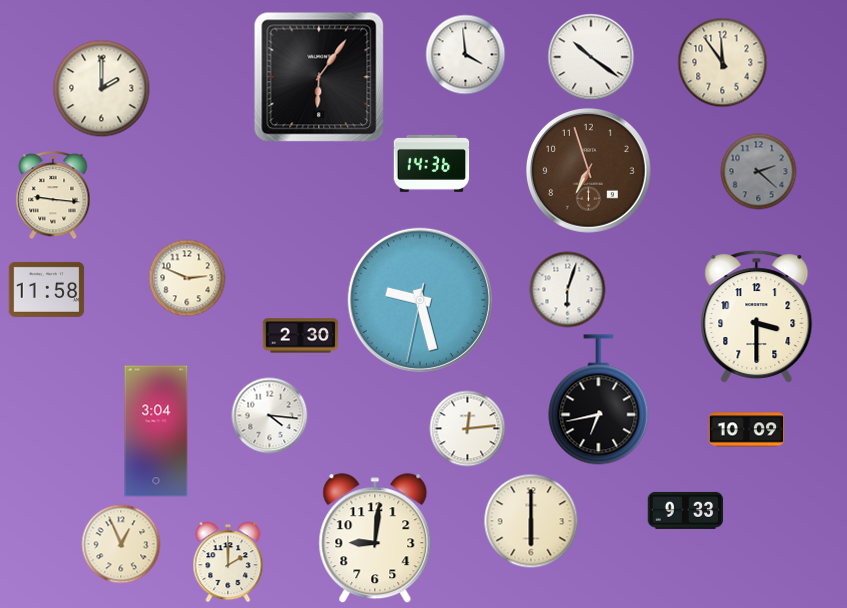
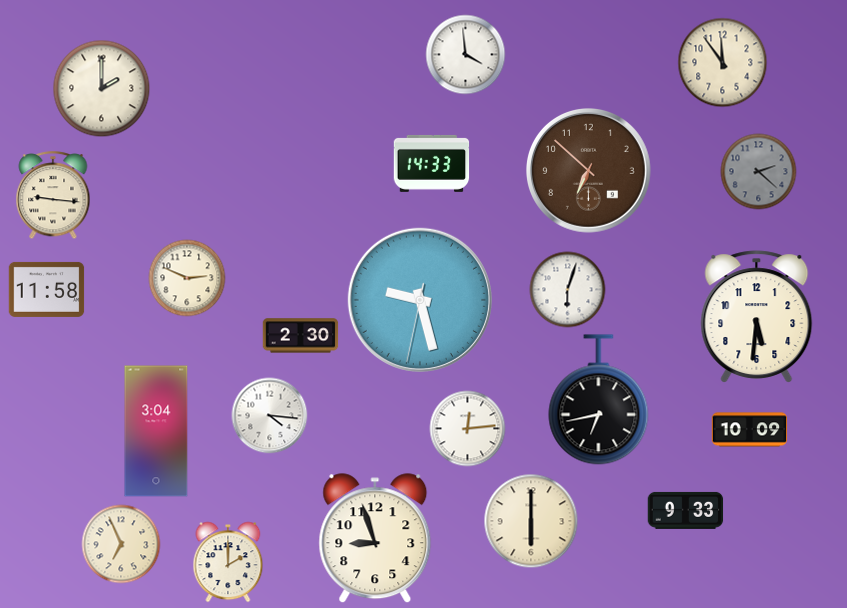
clock at (591, 57): 10:21 -> none
clock at (319, 77): 6:06 -> none
clock at (432, 163): 14:36 -> 14:33
clock at (589, 171): 6:57 -> 6:52
clock at (757, 317): 3:30 -> 5:31
clock at (747, 430) position: (747, 430) -> (750, 430)
clock at (375, 539): 9:01 -> 8:57
clock at (121, 544): 12:56 -> 6:56
